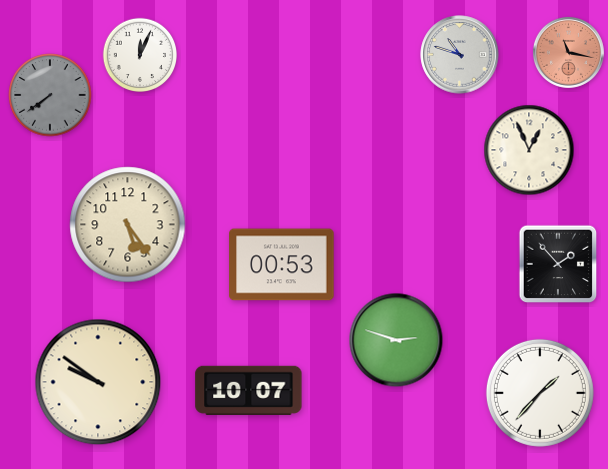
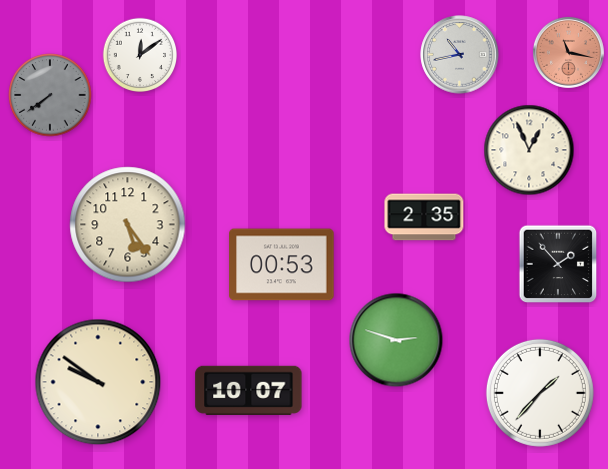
clock at (139, 54): 12:04 -> 12:09
clock at (460, 55): 10:48 -> 10:43
clock at (424, 217): none -> 2:35
